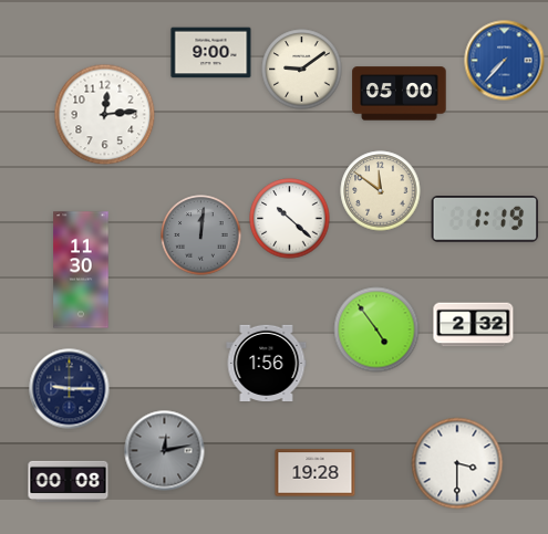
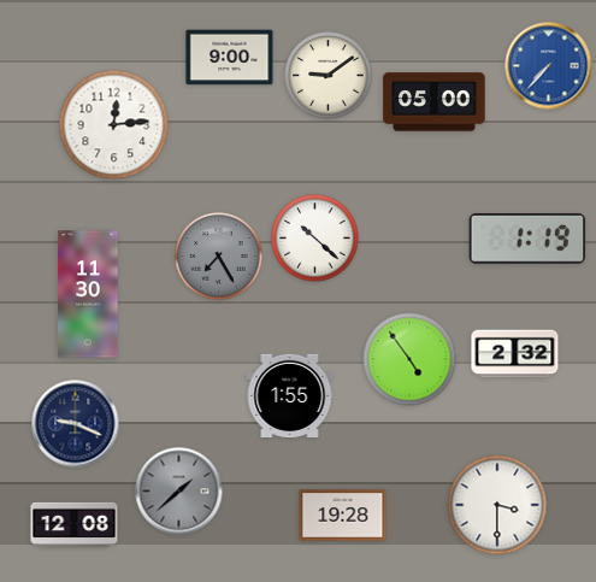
clock at (381, 191): 11:51 -> none
clock at (201, 235): 12:01 -> 7:25
clock at (267, 363): 1:56 -> 1:55
clock at (70, 389): 9:15 -> 9:19
clock at (165, 451): 12:13 -> 1:38
clock at (69, 481): 00:08 -> 12:08
